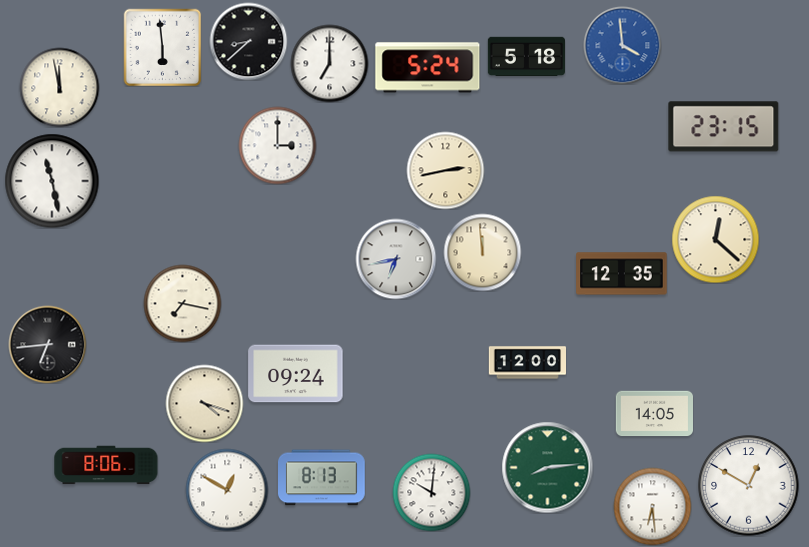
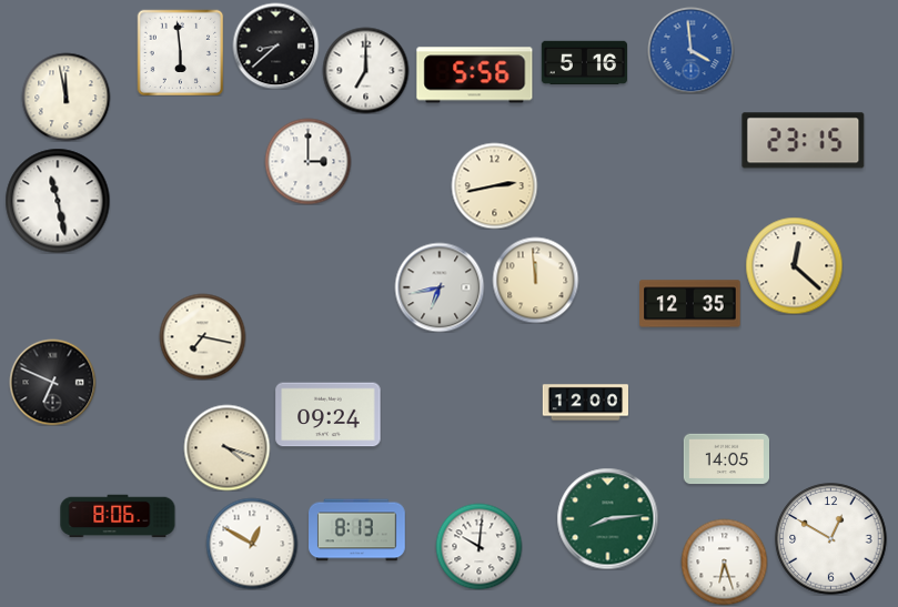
clock at (526, 57): 5:18 -> 5:16
clock at (428, 68): 5:24 -> 5:56
clock at (445, 170) position: (445, 170) -> (494, 185)
clock at (47, 344): 6:44 -> 6:49
clock at (652, 506): 6:29 -> 6:27
